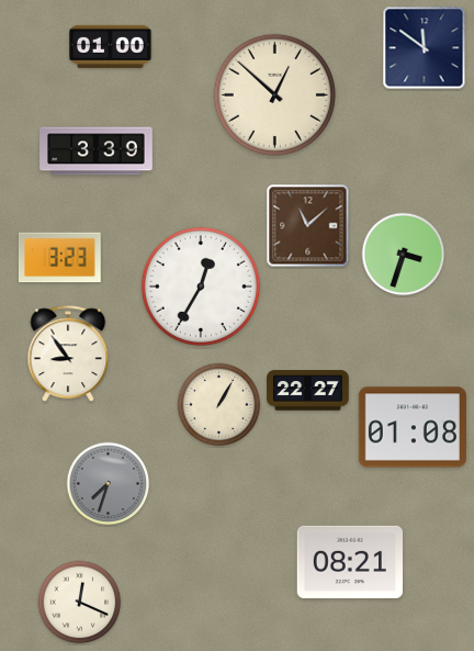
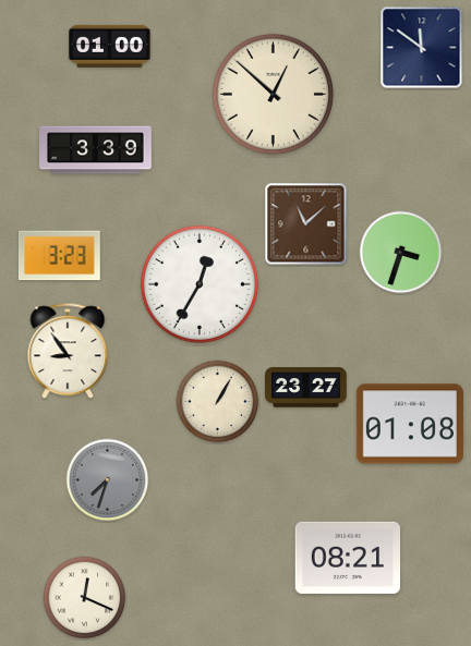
clock at (308, 391): 22:27 -> 23:27
clock at (80, 603) position: (80, 603) -> (85, 598)
